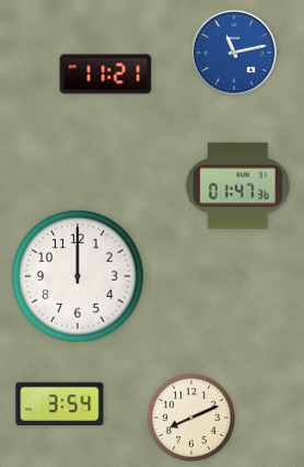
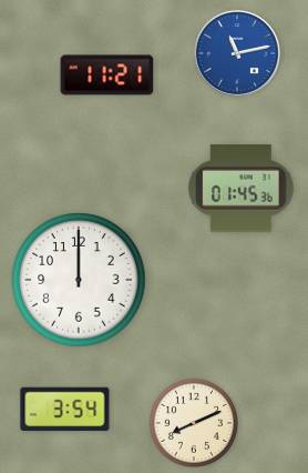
clock at (238, 186): 01:47 -> 01:45
clock at (60, 405) position: (60, 405) -> (65, 410)
